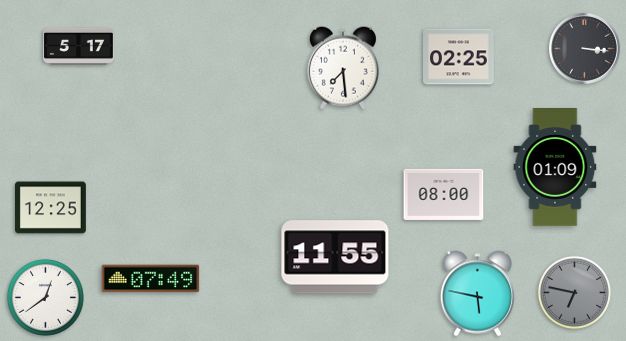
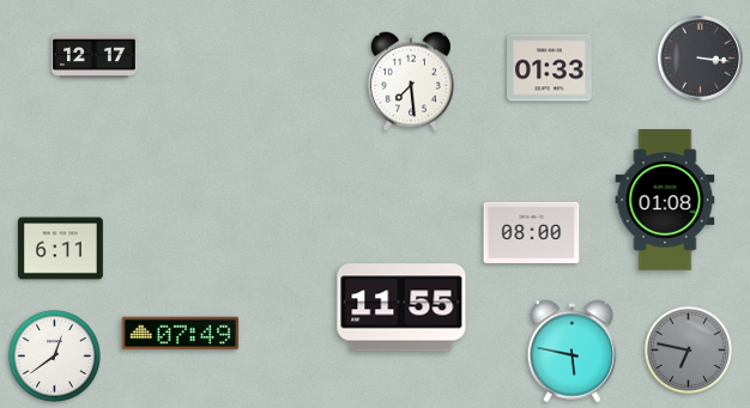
clock at (79, 46): 5:17 -> 12:17
clock at (459, 57): 02:25 -> 01:33
clock at (555, 168): 01:09 -> 01:08
clock at (51, 208): 12:25 -> 6:11
